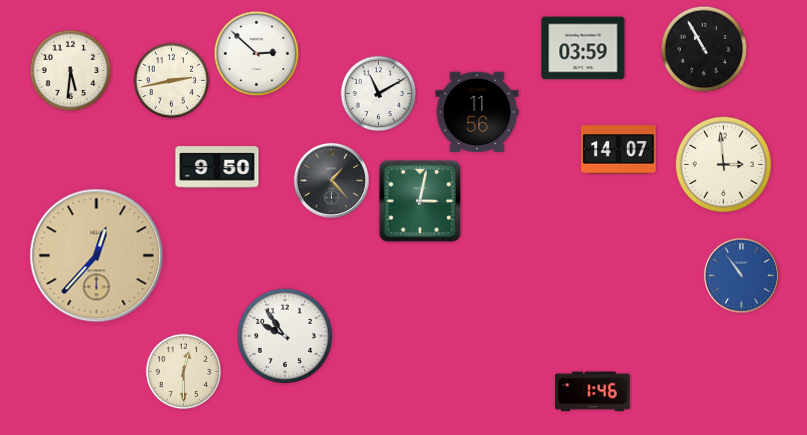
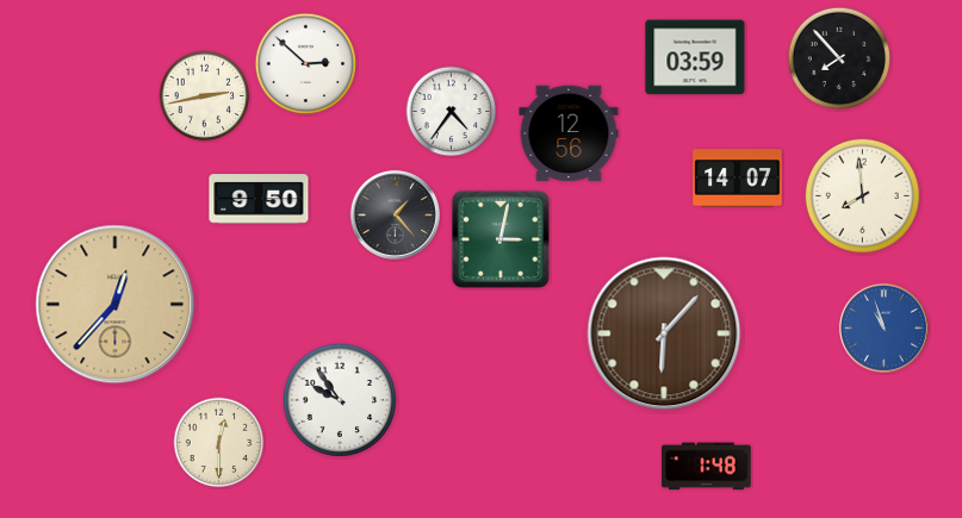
clock at (704, 49): 10:55 -> 7:53
clock at (71, 71): 5:31 -> none
clock at (379, 94): 11:10 -> 4:36
clock at (477, 112): 11:56 -> 12:56
clock at (723, 164): 2:59 -> 7:59
clock at (741, 275): 10:54 -> 10:57
clock at (664, 333): none -> 6:07
clock at (593, 392): 1:46 -> 1:48
